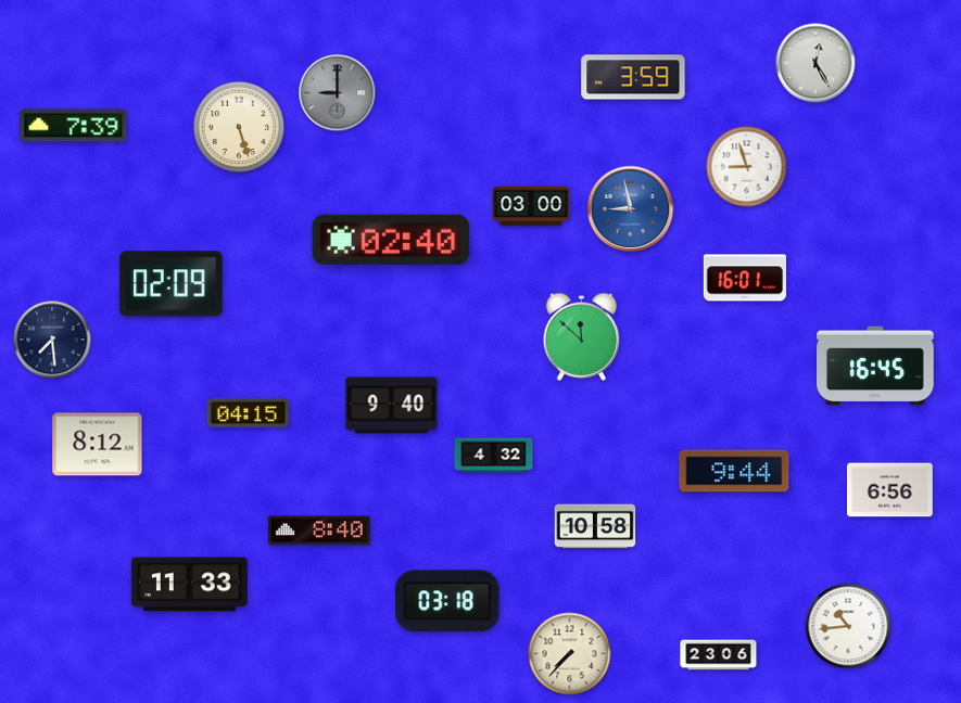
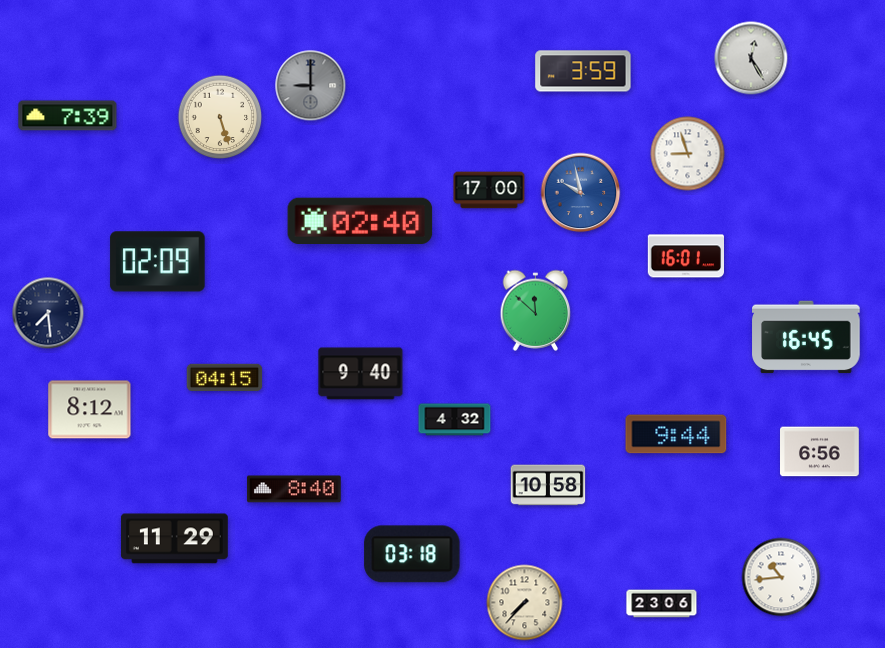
clock at (531, 206): 03:00 -> 17:00
clock at (631, 209): 8:58 -> 9:58
clock at (249, 412) position: (249, 412) -> (225, 377)
clock at (189, 585): 11:33 -> 11:29
